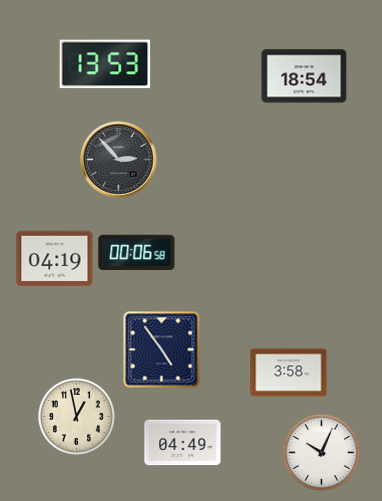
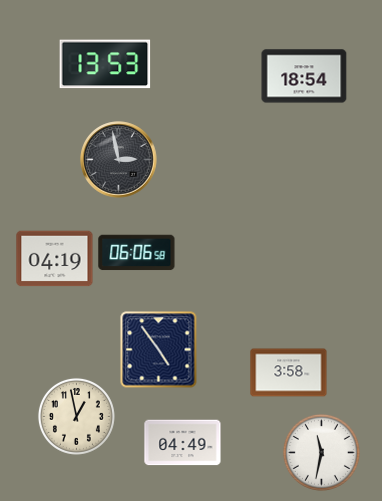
clock at (119, 160): 2:53 -> 2:58
clock at (137, 253): 00:06 -> 06:06
clock at (162, 350) position: (162, 350) -> (159, 350)
clock at (321, 452): 10:04 -> 11:32
